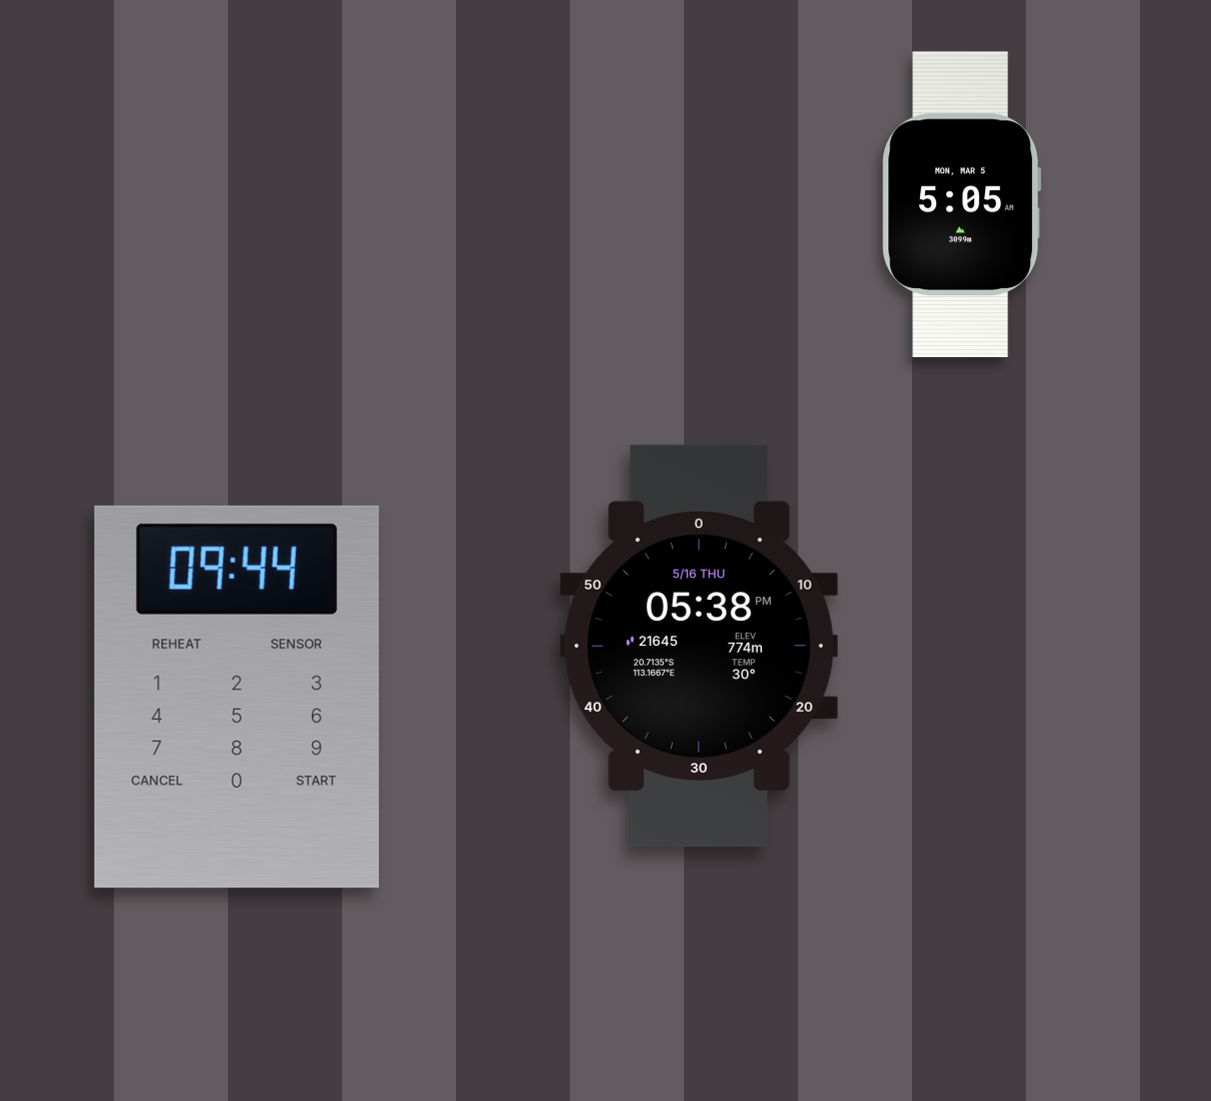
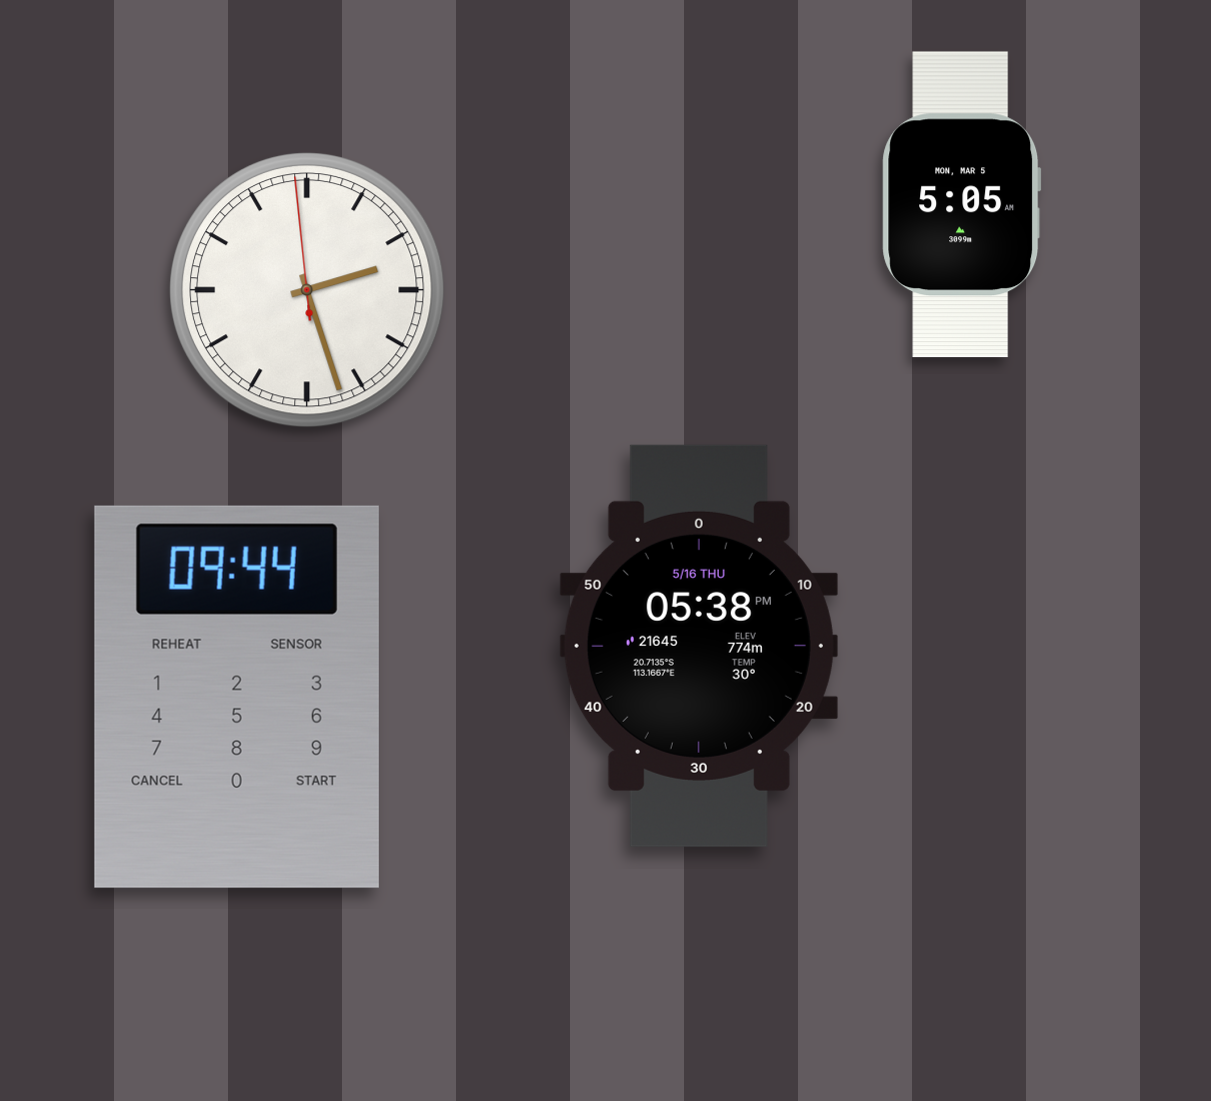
clock at (307, 290): none -> 2:26
